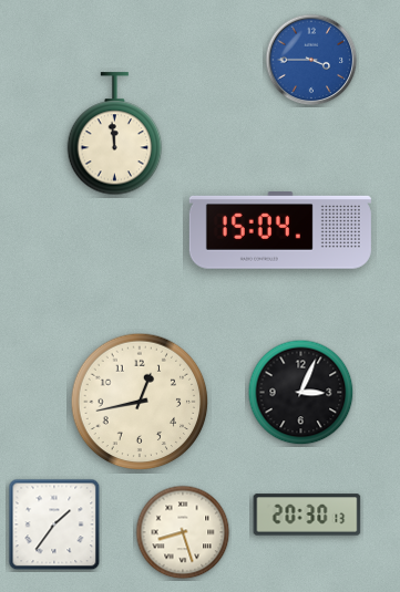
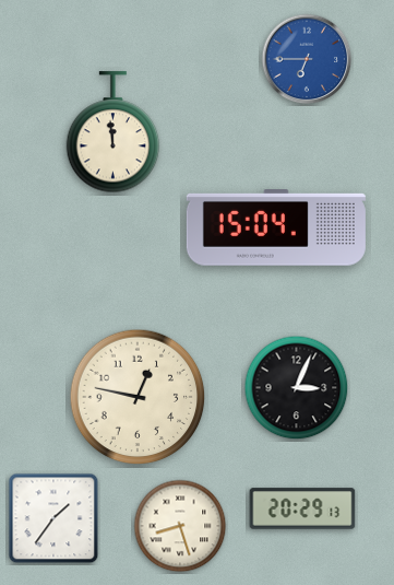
clock at (311, 60): 3:45 -> 6:45
clock at (140, 402): 12:43 -> 12:47
clock at (307, 515): 20:30 -> 20:29
